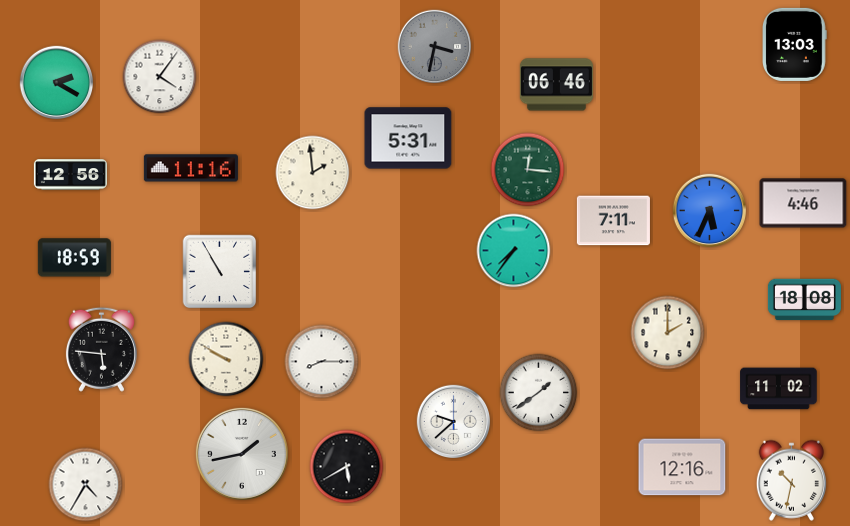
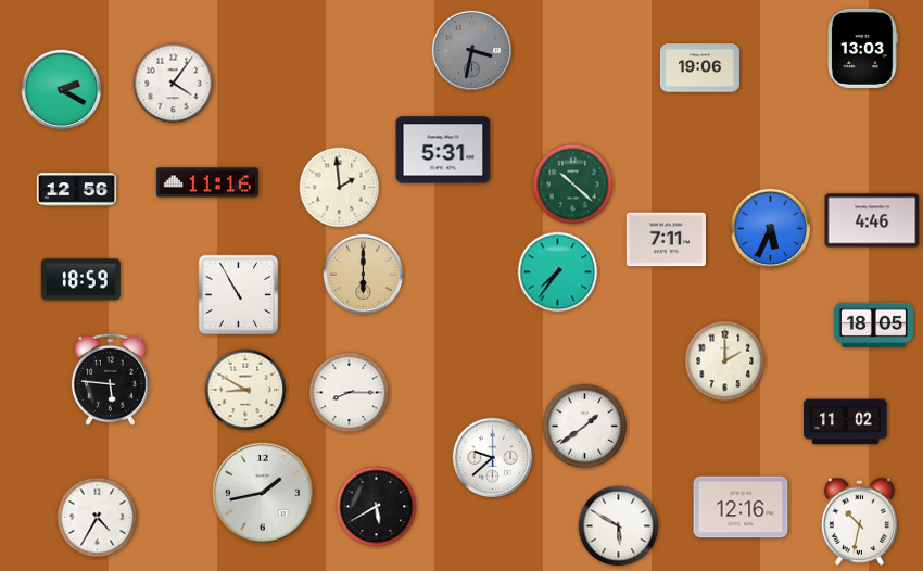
clock at (699, 68): none -> 19:06
clock at (556, 85): 06:46 -> none
clock at (528, 170): 12:16 -> 10:22
clock at (364, 275): none -> 6:00
clock at (804, 300): 18:08 -> 18:05
clock at (226, 359): 9:50 -> 8:50
clock at (86, 485) position: (86, 485) -> (98, 518)
clock at (619, 526): none -> 5:50
